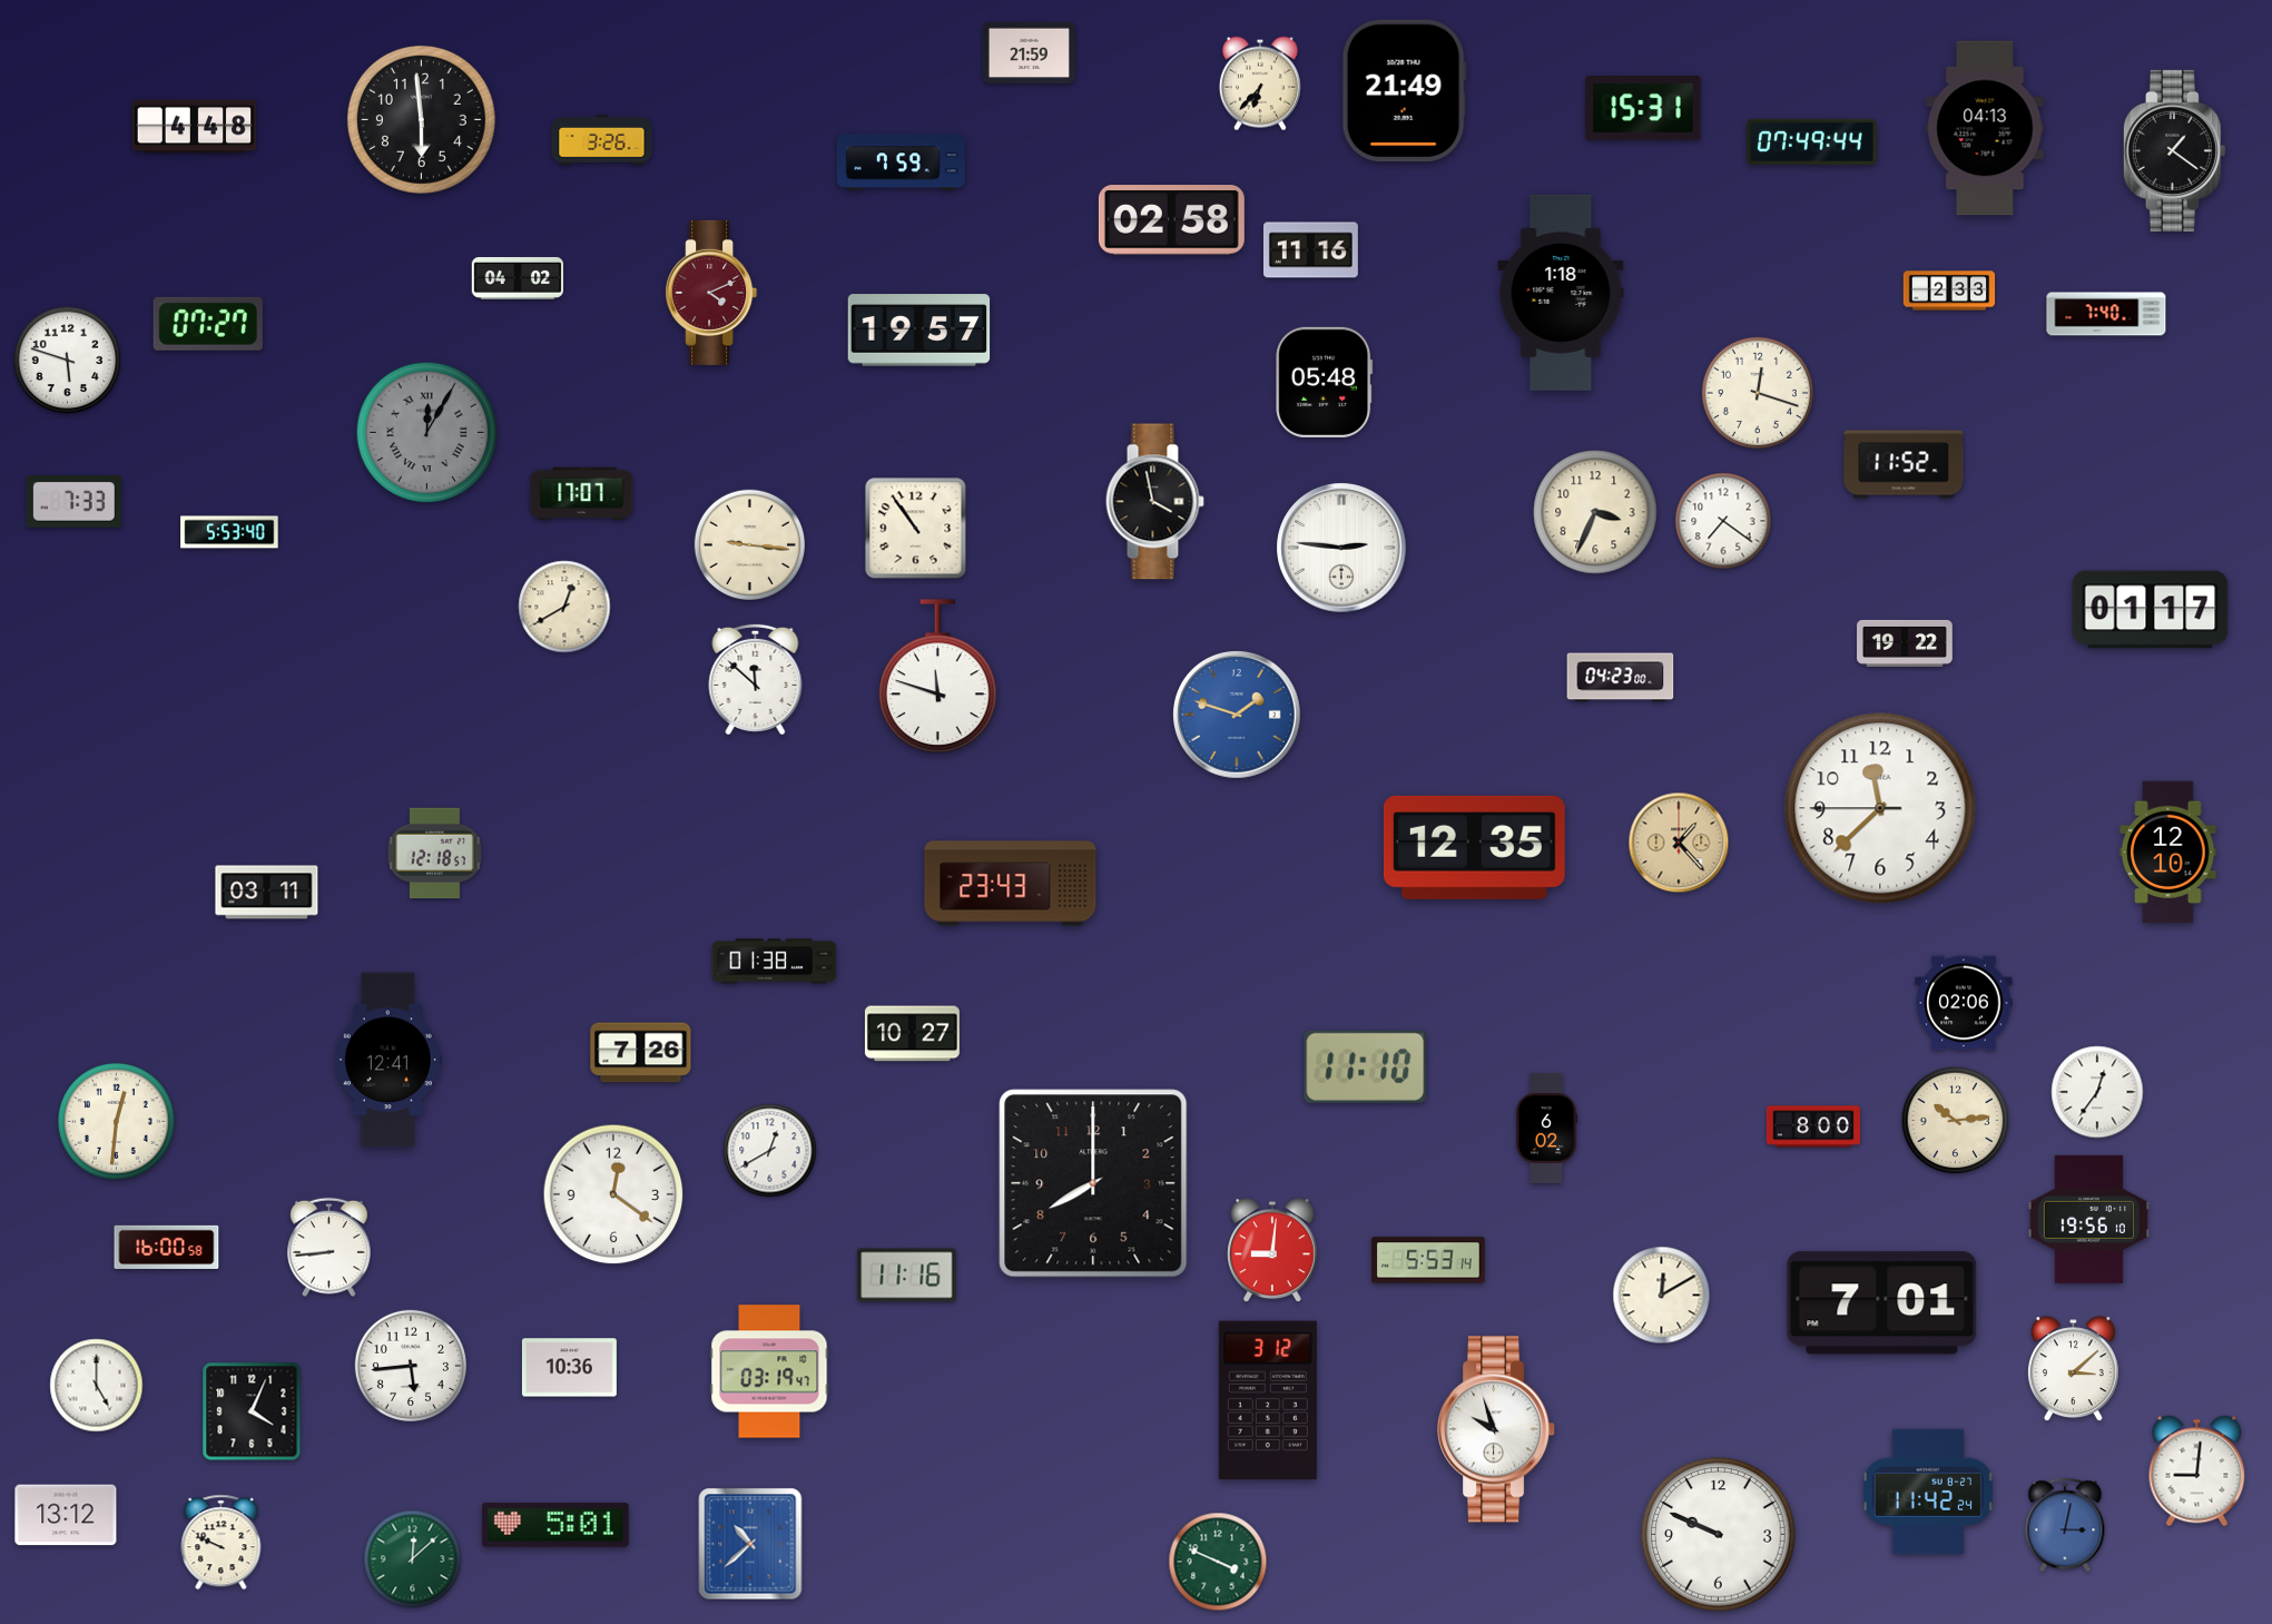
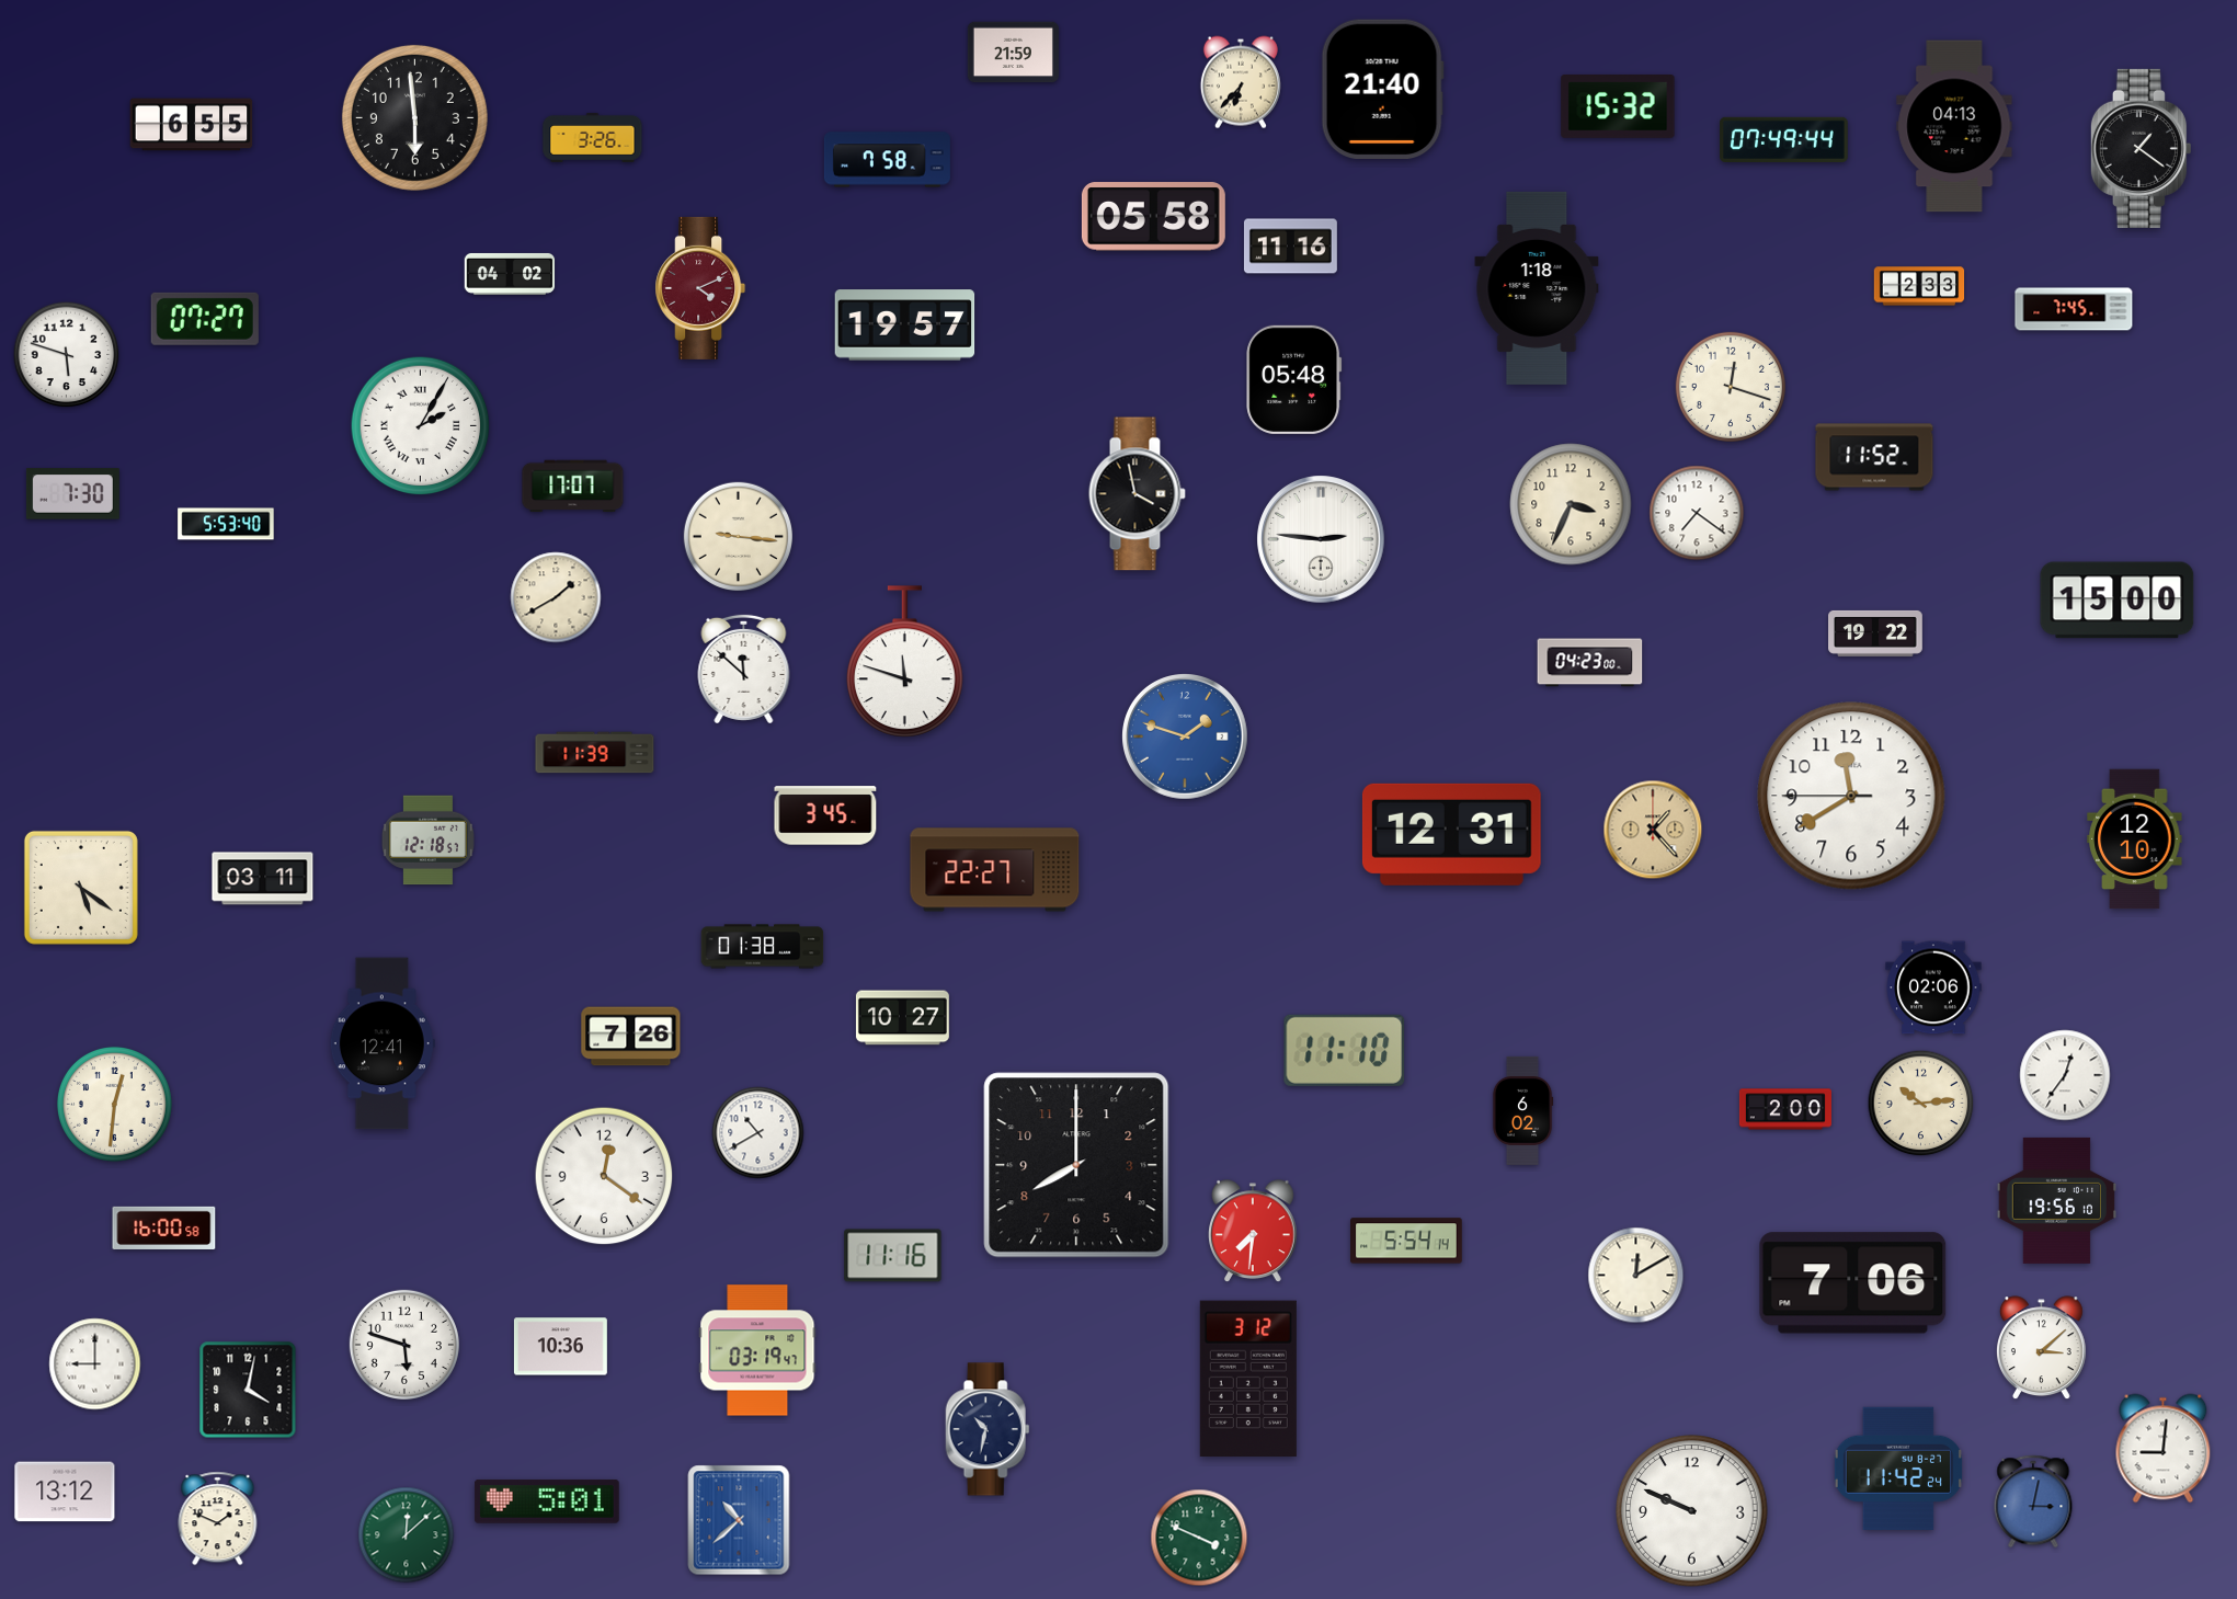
clock at (1404, 90): 21:49 -> 21:40
clock at (1643, 109): 15:31 -> 15:32
clock at (195, 127): 4:48 -> 6:55
clock at (901, 163): 7:59 -> 7:58
clock at (1171, 220): 02:58 -> 05:58
clock at (2106, 314): 7:40 -> 7:45
clock at (1325, 382) position: (1325, 382) -> (1294, 379)
clock at (427, 433): 12:05 -> 2:05
clock at (427, 433) dial: grey -> white
clock at (73, 502): 7:33 -> 7:30
clock at (916, 529): 10:54 -> none
clock at (564, 607): 12:40 -> 1:40
clock at (2151, 610): 01:17 -> 15:00
clock at (938, 677) position: (938, 677) -> (905, 662)
clock at (1621, 678) position: (1621, 678) -> (1590, 663)
clock at (1238, 716) position: (1238, 716) -> (1186, 738)
clock at (595, 753): none -> 11:39
clock at (1880, 808): 11:37 -> 11:39
clock at (825, 815): none -> 3:45
clock at (1474, 847): 12:35 -> 12:31
clock at (1011, 884): 23:43 -> 22:27
clock at (81, 888): none -> 5:21
clock at (912, 1034) position: (912, 1034) -> (902, 1018)
clock at (1956, 1121) position: (1956, 1121) -> (1921, 1104)
clock at (1813, 1126): 8:00 -> 2:00
clock at (770, 1151): 12:40 -> 10:40
clock at (330, 1248): 8:44 -> none
clock at (1272, 1251): 9:01 -> 7:31
clock at (1428, 1260): 5:53 -> 5:54
clock at (1882, 1303): 7:01 -> 7:06
clock at (411, 1366): 5:44 -> 5:48
clock at (97, 1386): 5:00 -> 9:00
clock at (252, 1411): 4:04 -> 4:02
clock at (1497, 1429): 9:57 -> none
clock at (988, 1429): none -> 10:32
clock at (222, 1543): 9:49 -> 1:49
